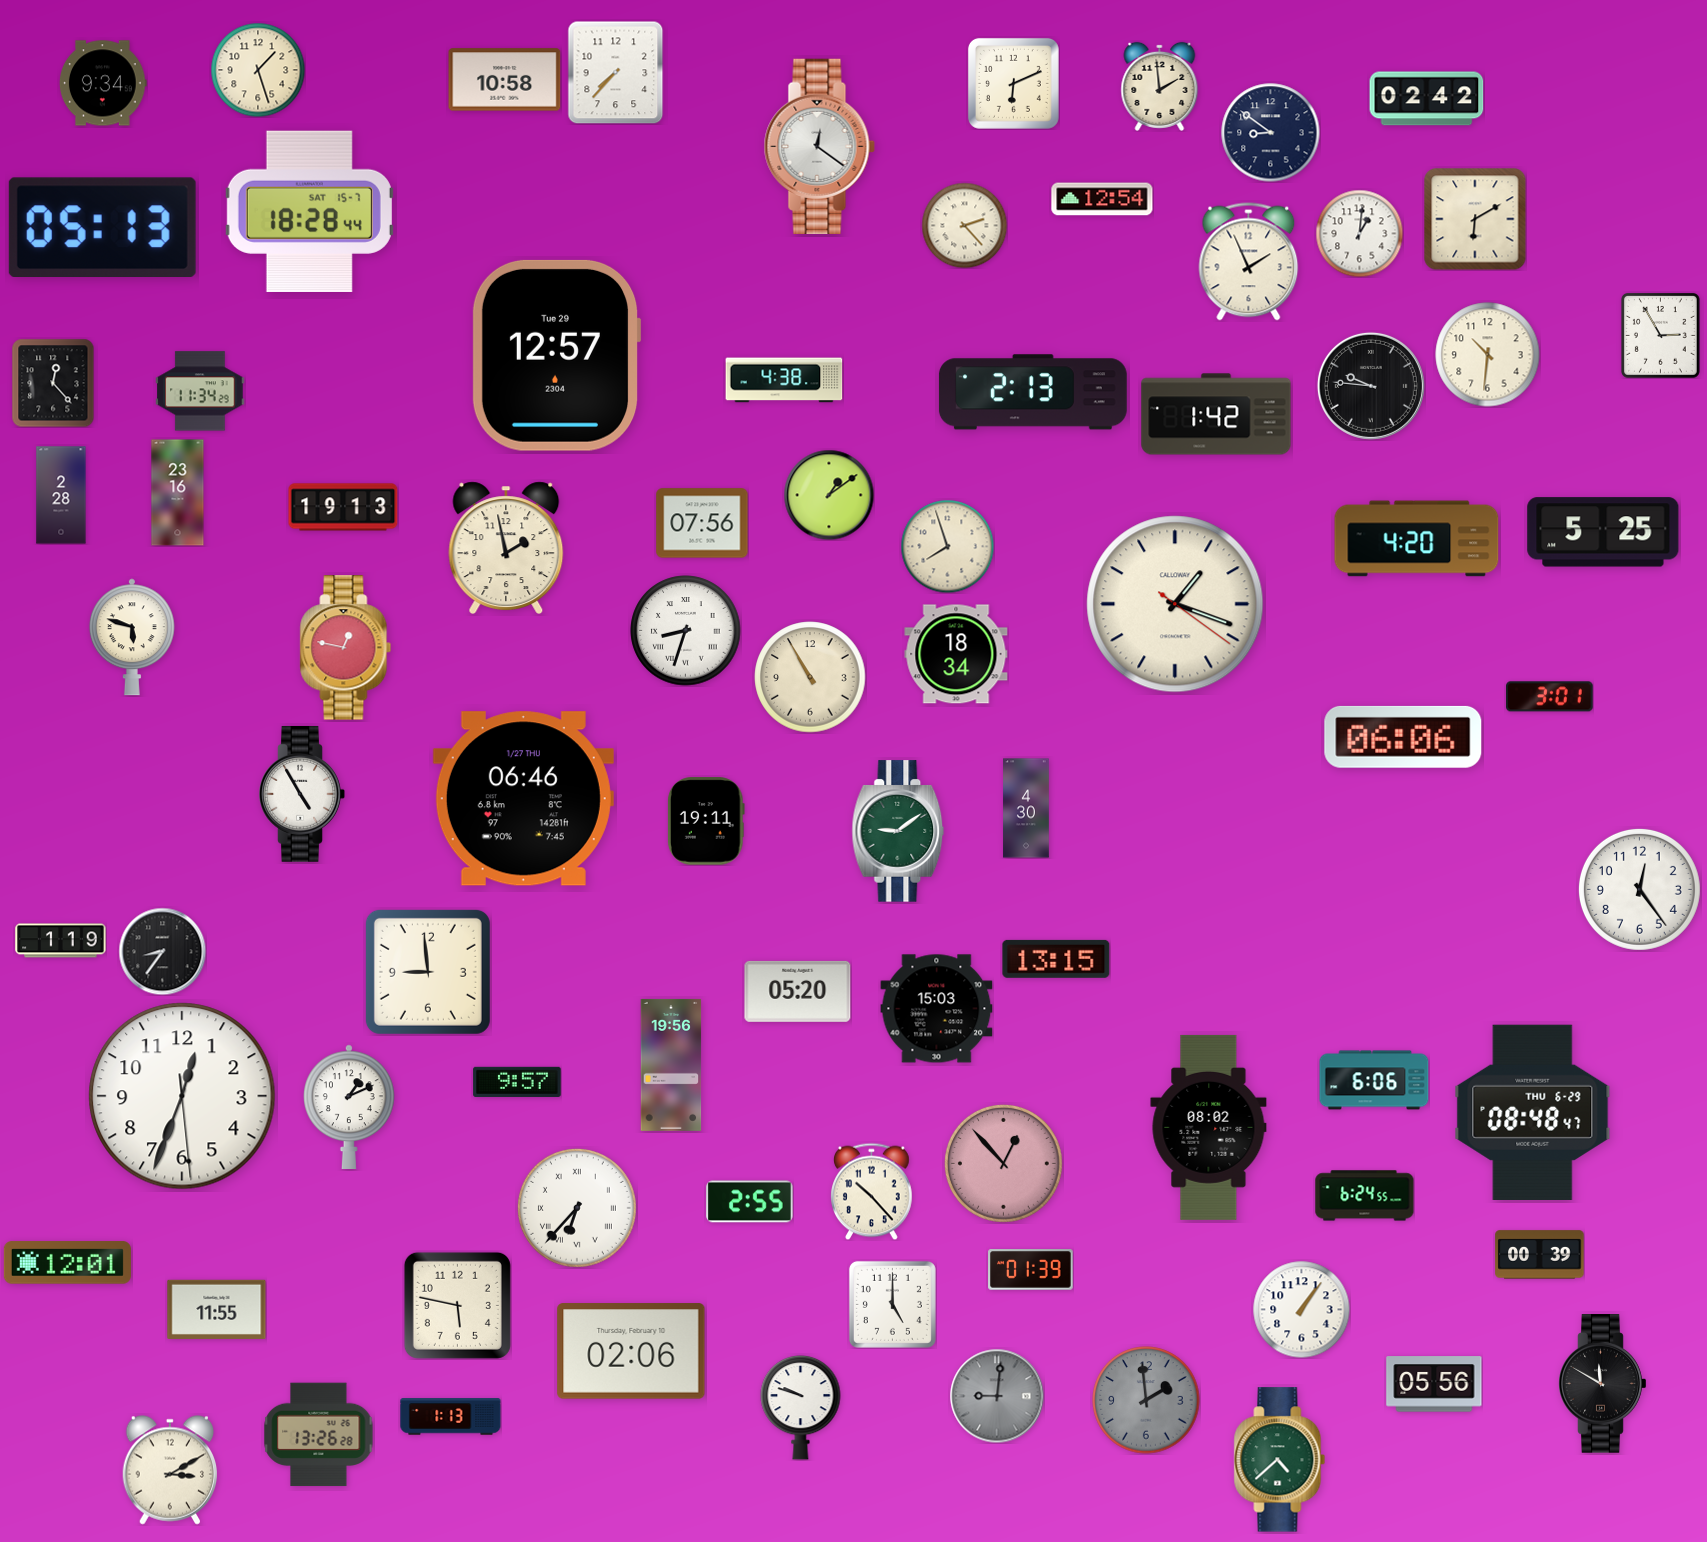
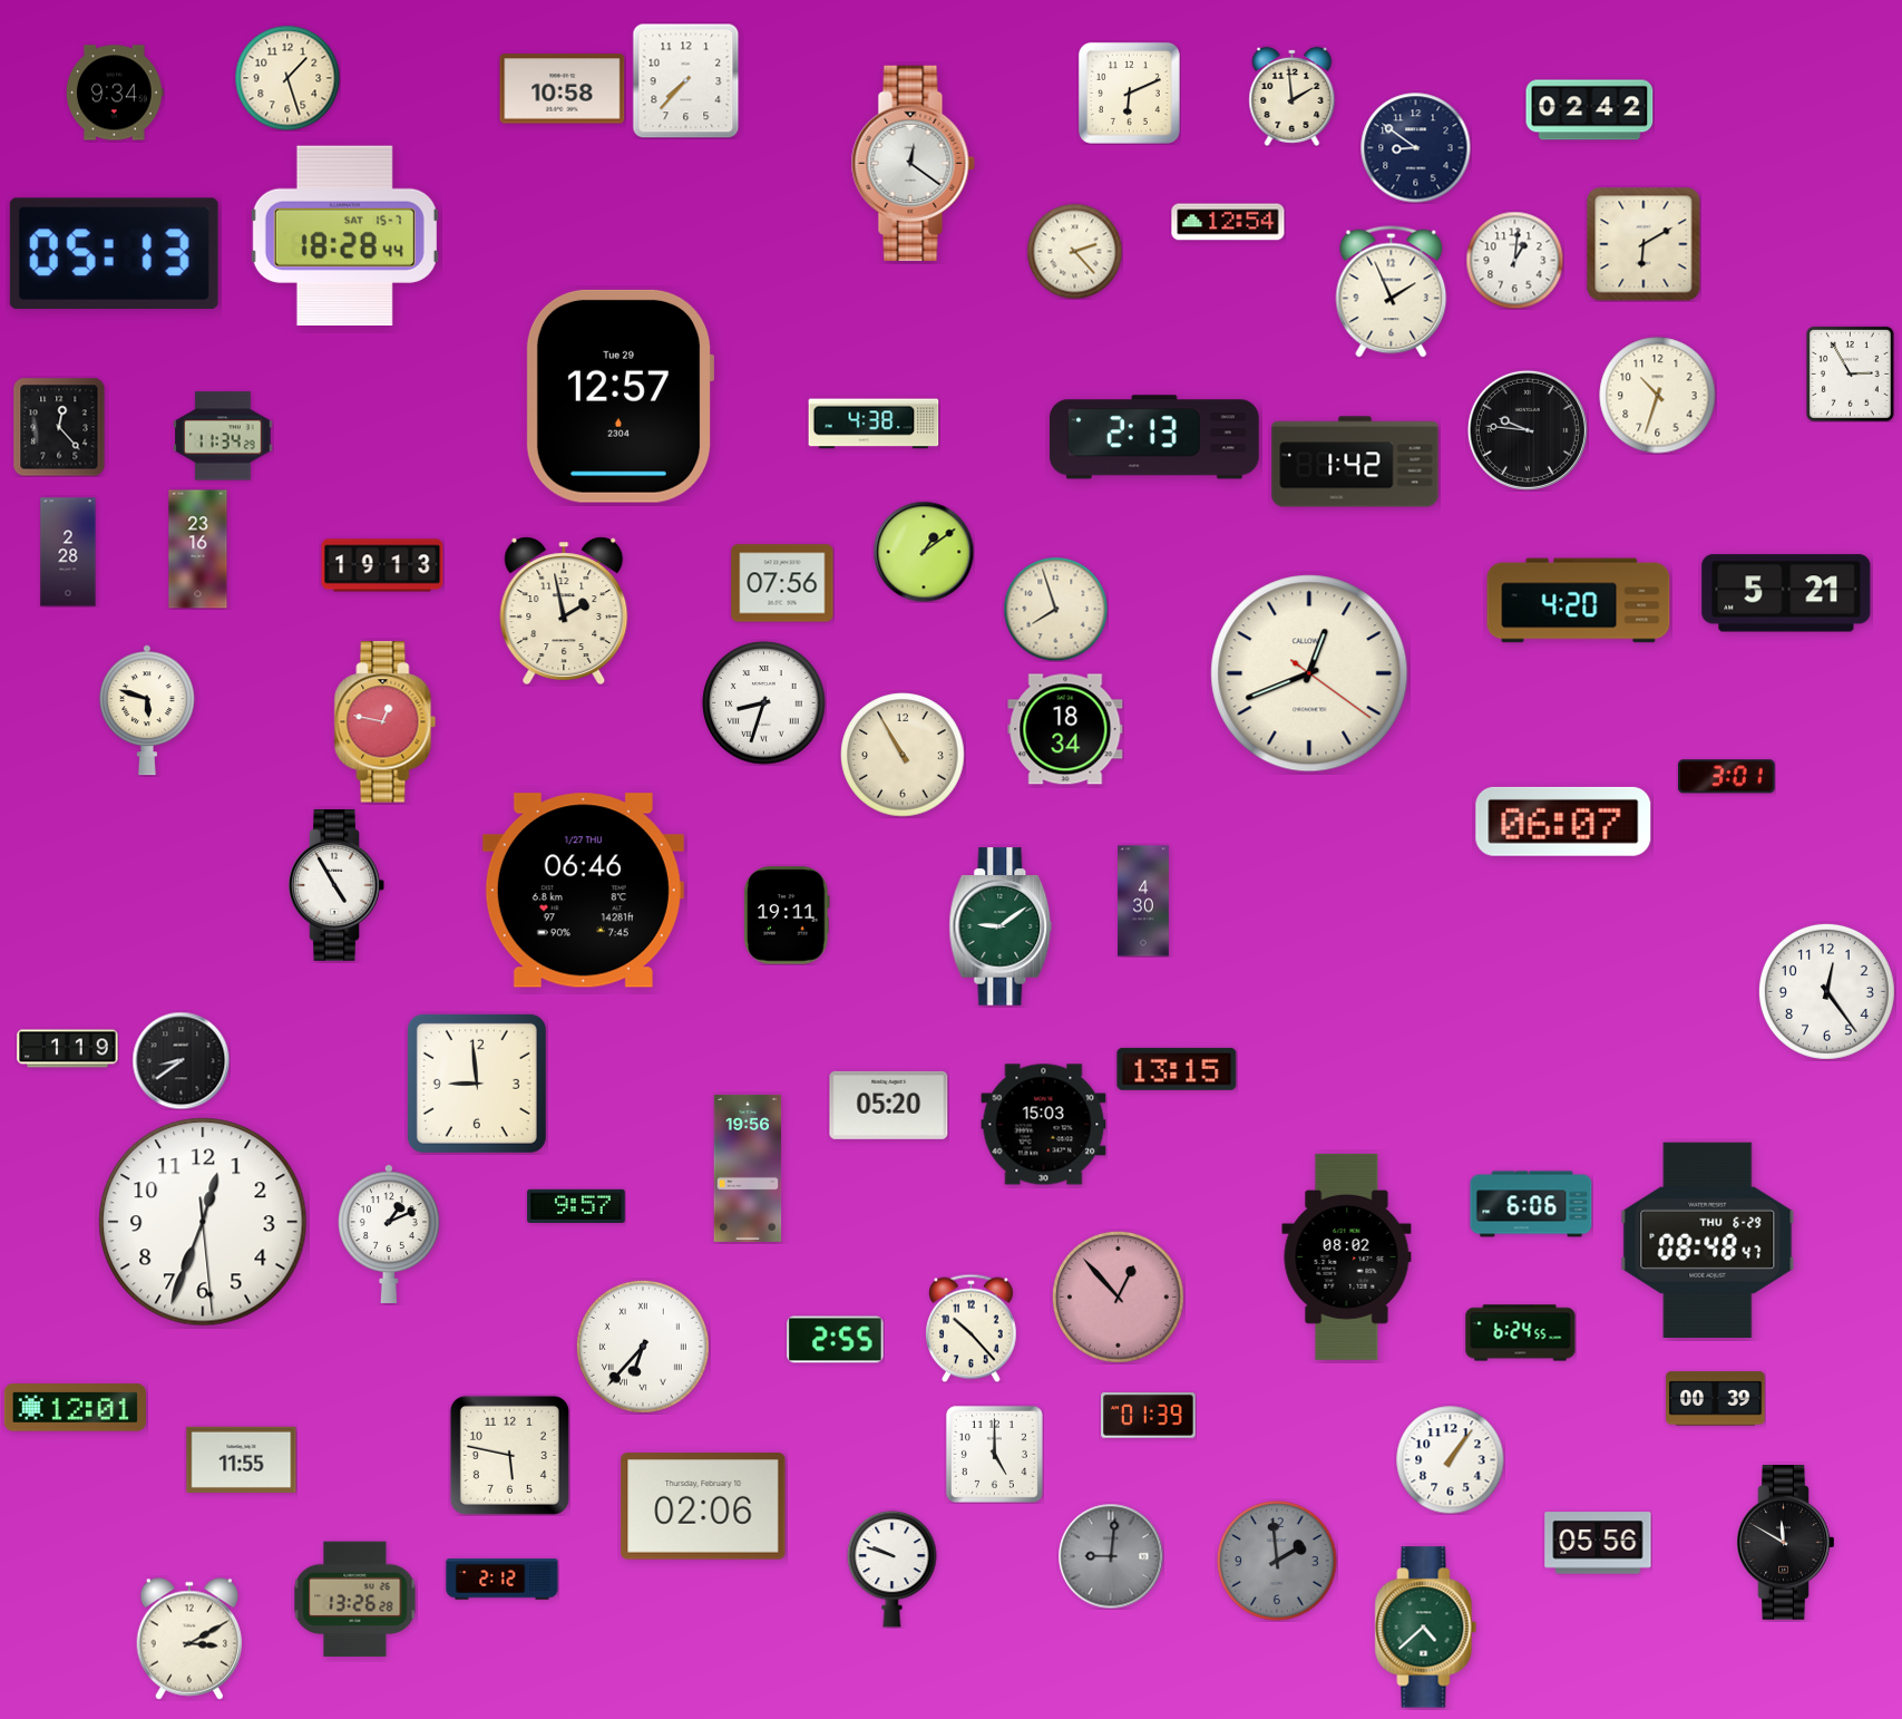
clock at (1488, 355): 10:31 -> 10:33
clock at (1033, 392) position: (1033, 392) -> (1154, 437)
clock at (1603, 532): 5:25 -> 5:21
clock at (1175, 604): 1:18 -> 12:41
clock at (1403, 737): 06:06 -> 06:07
clock at (162, 951): 8:36 -> 8:39
clock at (671, 1065) position: (671, 1065) -> (748, 1168)
clock at (451, 1417): 1:13 -> 2:12
